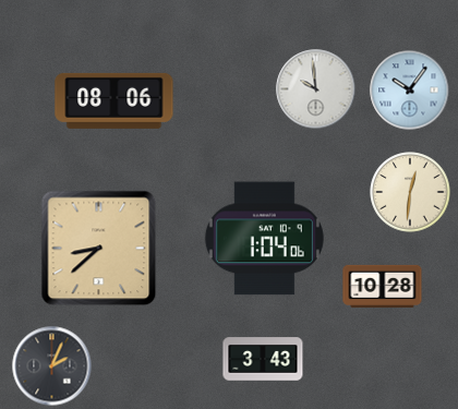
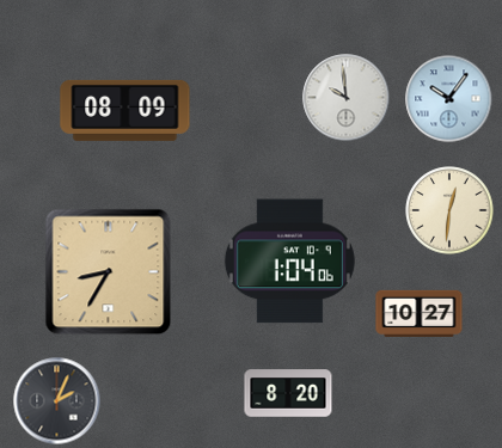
clock at (114, 100): 08:06 -> 08:09
clock at (99, 249): 8:38 -> 8:35
clock at (383, 286): 10:28 -> 10:27
clock at (263, 359): 3:43 -> 8:20
